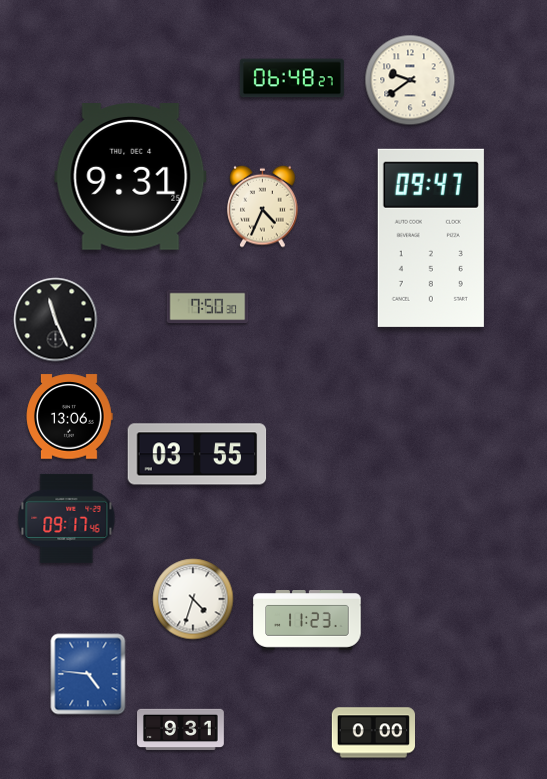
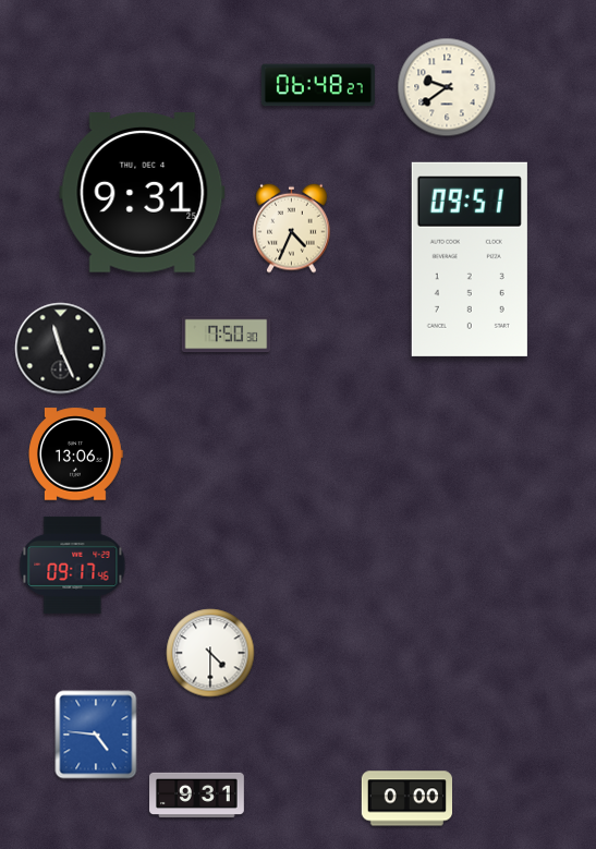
clock at (263, 206) position: (263, 206) -> (292, 228)
clock at (431, 238): 09:47 -> 09:51
clock at (197, 454): 03:55 -> none
clock at (193, 599): 4:33 -> 4:30
clock at (307, 621): 11:23 -> none
